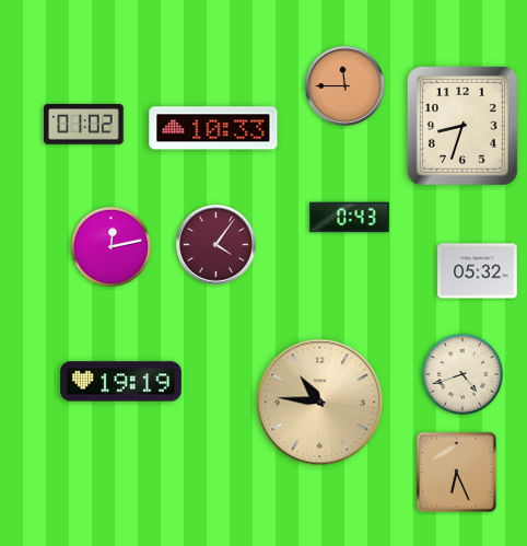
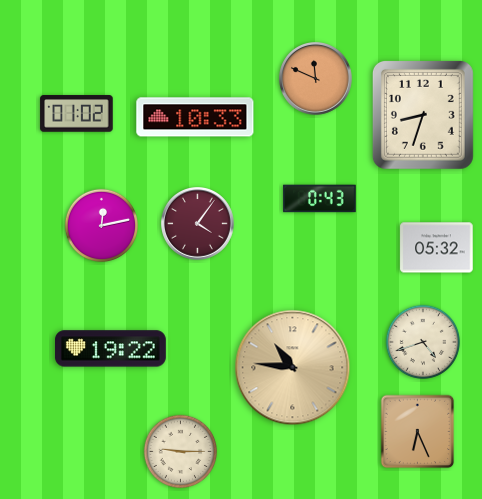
clock at (346, 86): 11:45 -> 11:49
clock at (121, 382): 19:19 -> 19:22
clock at (181, 452): none -> 9:15
